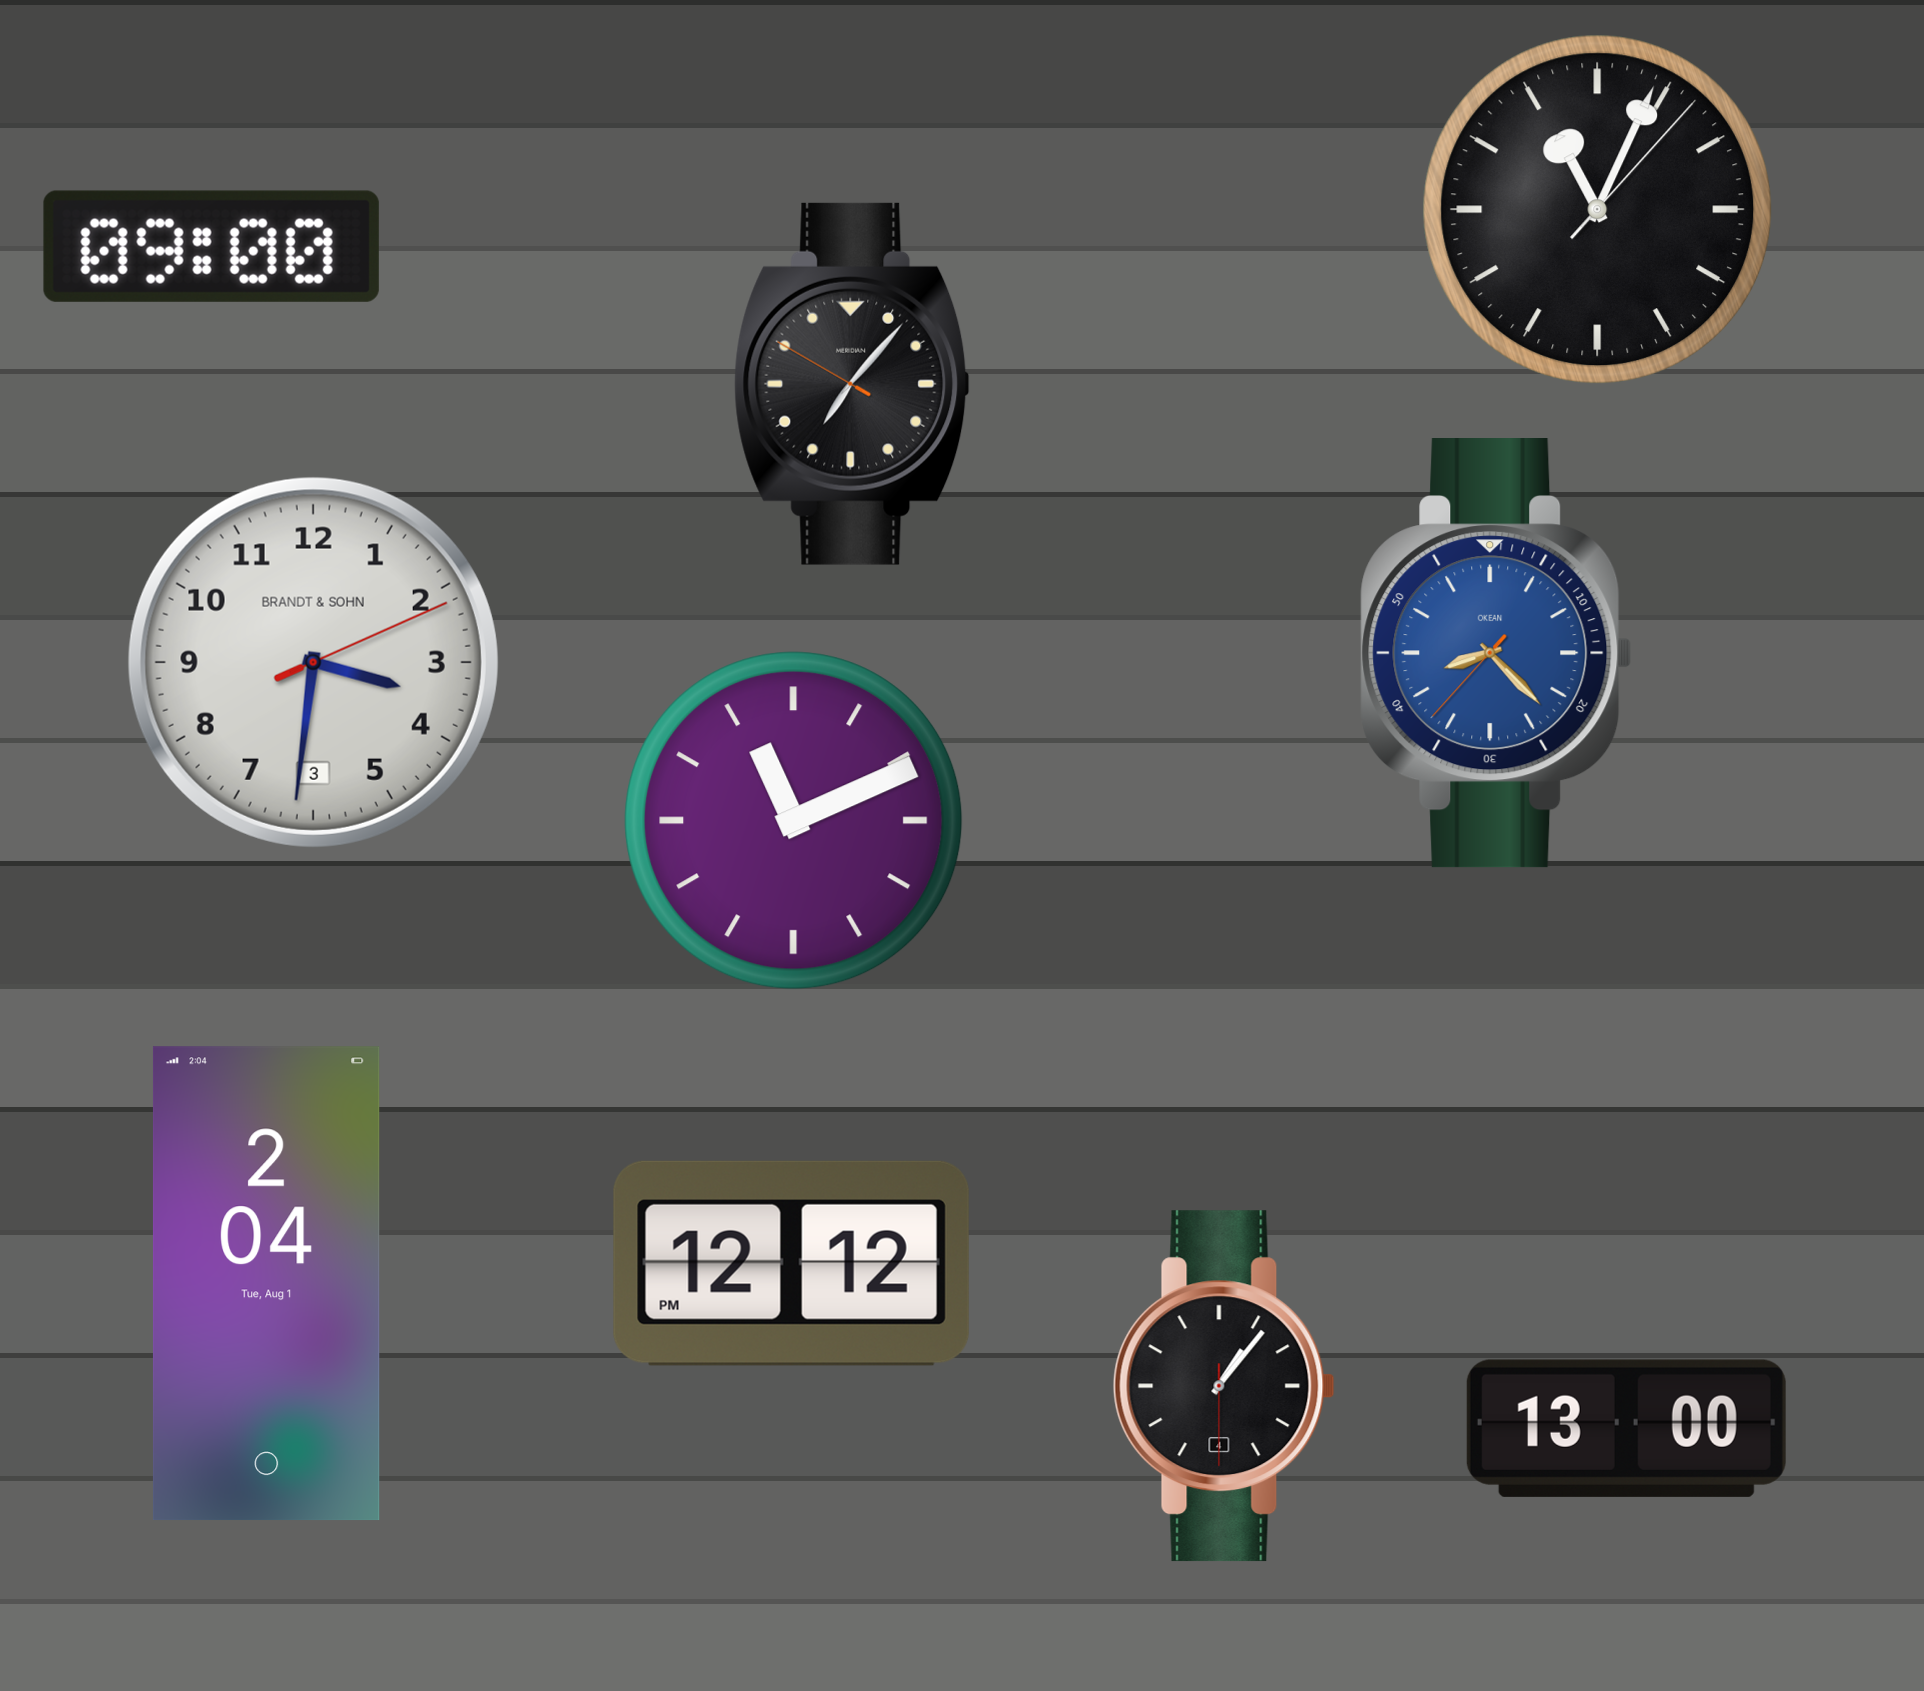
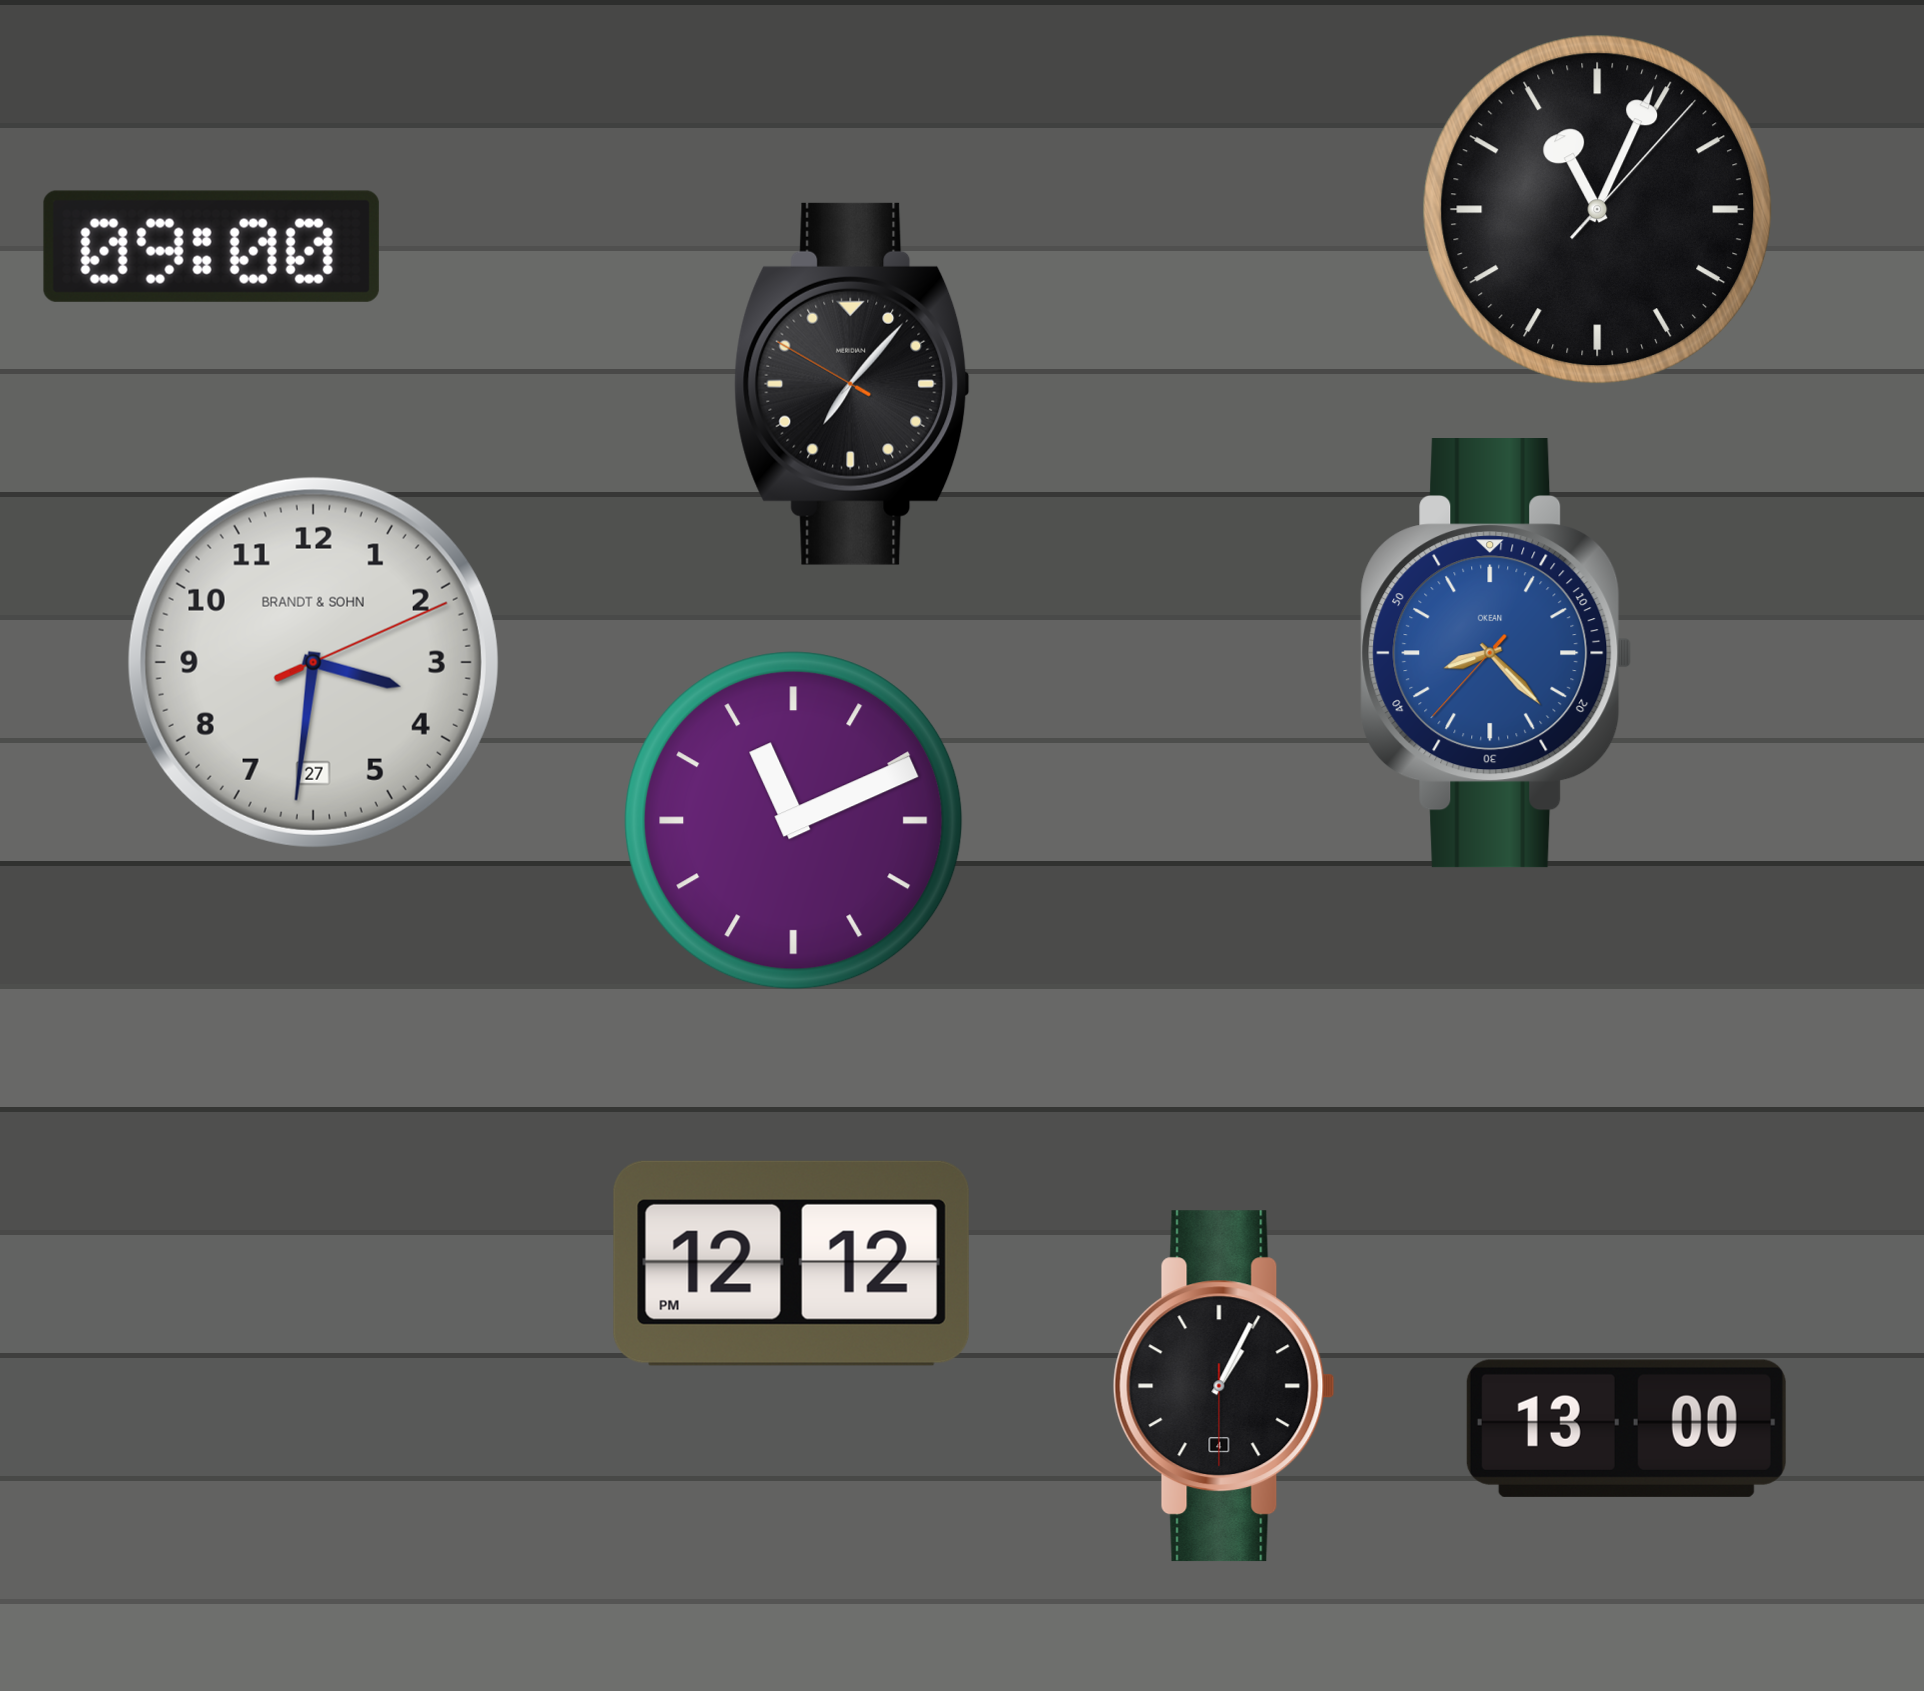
clock at (313, 662) date: 3 -> 27
clock at (266, 1284): 2:04 -> none
clock at (1224, 1386): 1:06 -> 1:04
